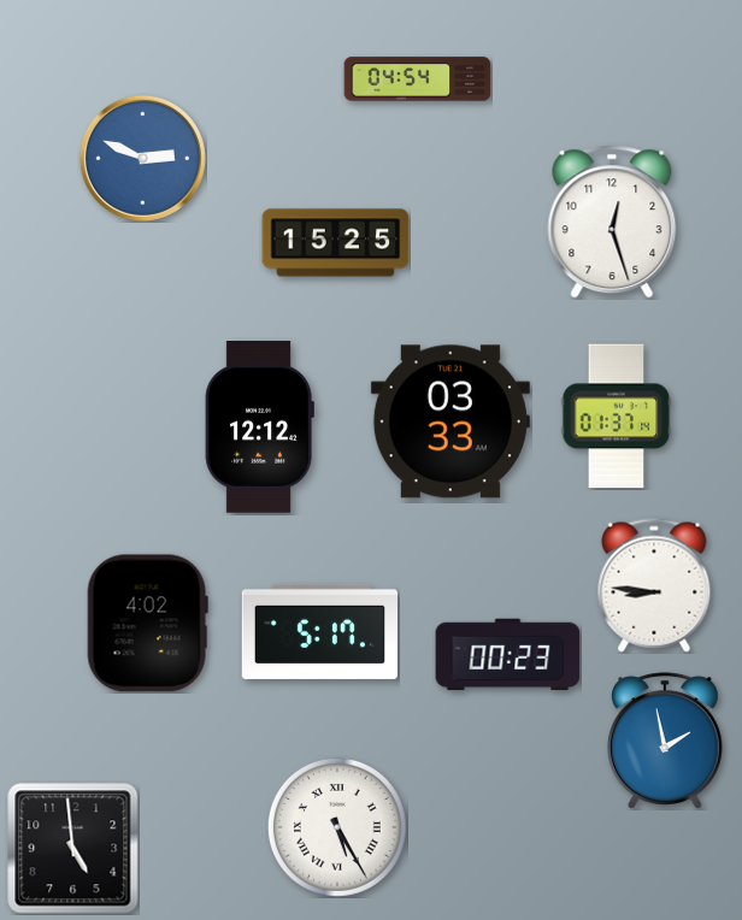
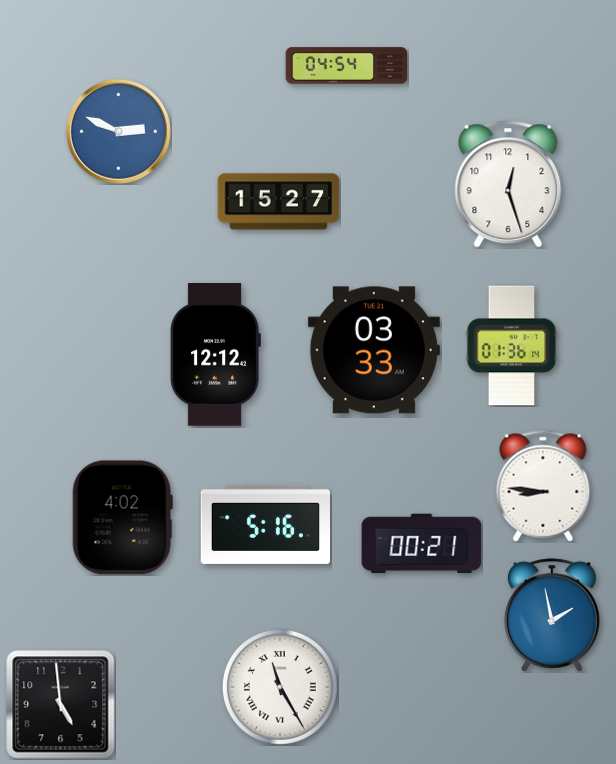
clock at (336, 243): 15:25 -> 15:27
clock at (617, 417): 01:37 -> 01:36
clock at (319, 631): 5:17 -> 5:16
clock at (508, 655): 00:23 -> 00:21
clock at (337, 827): 5:25 -> 11:25
